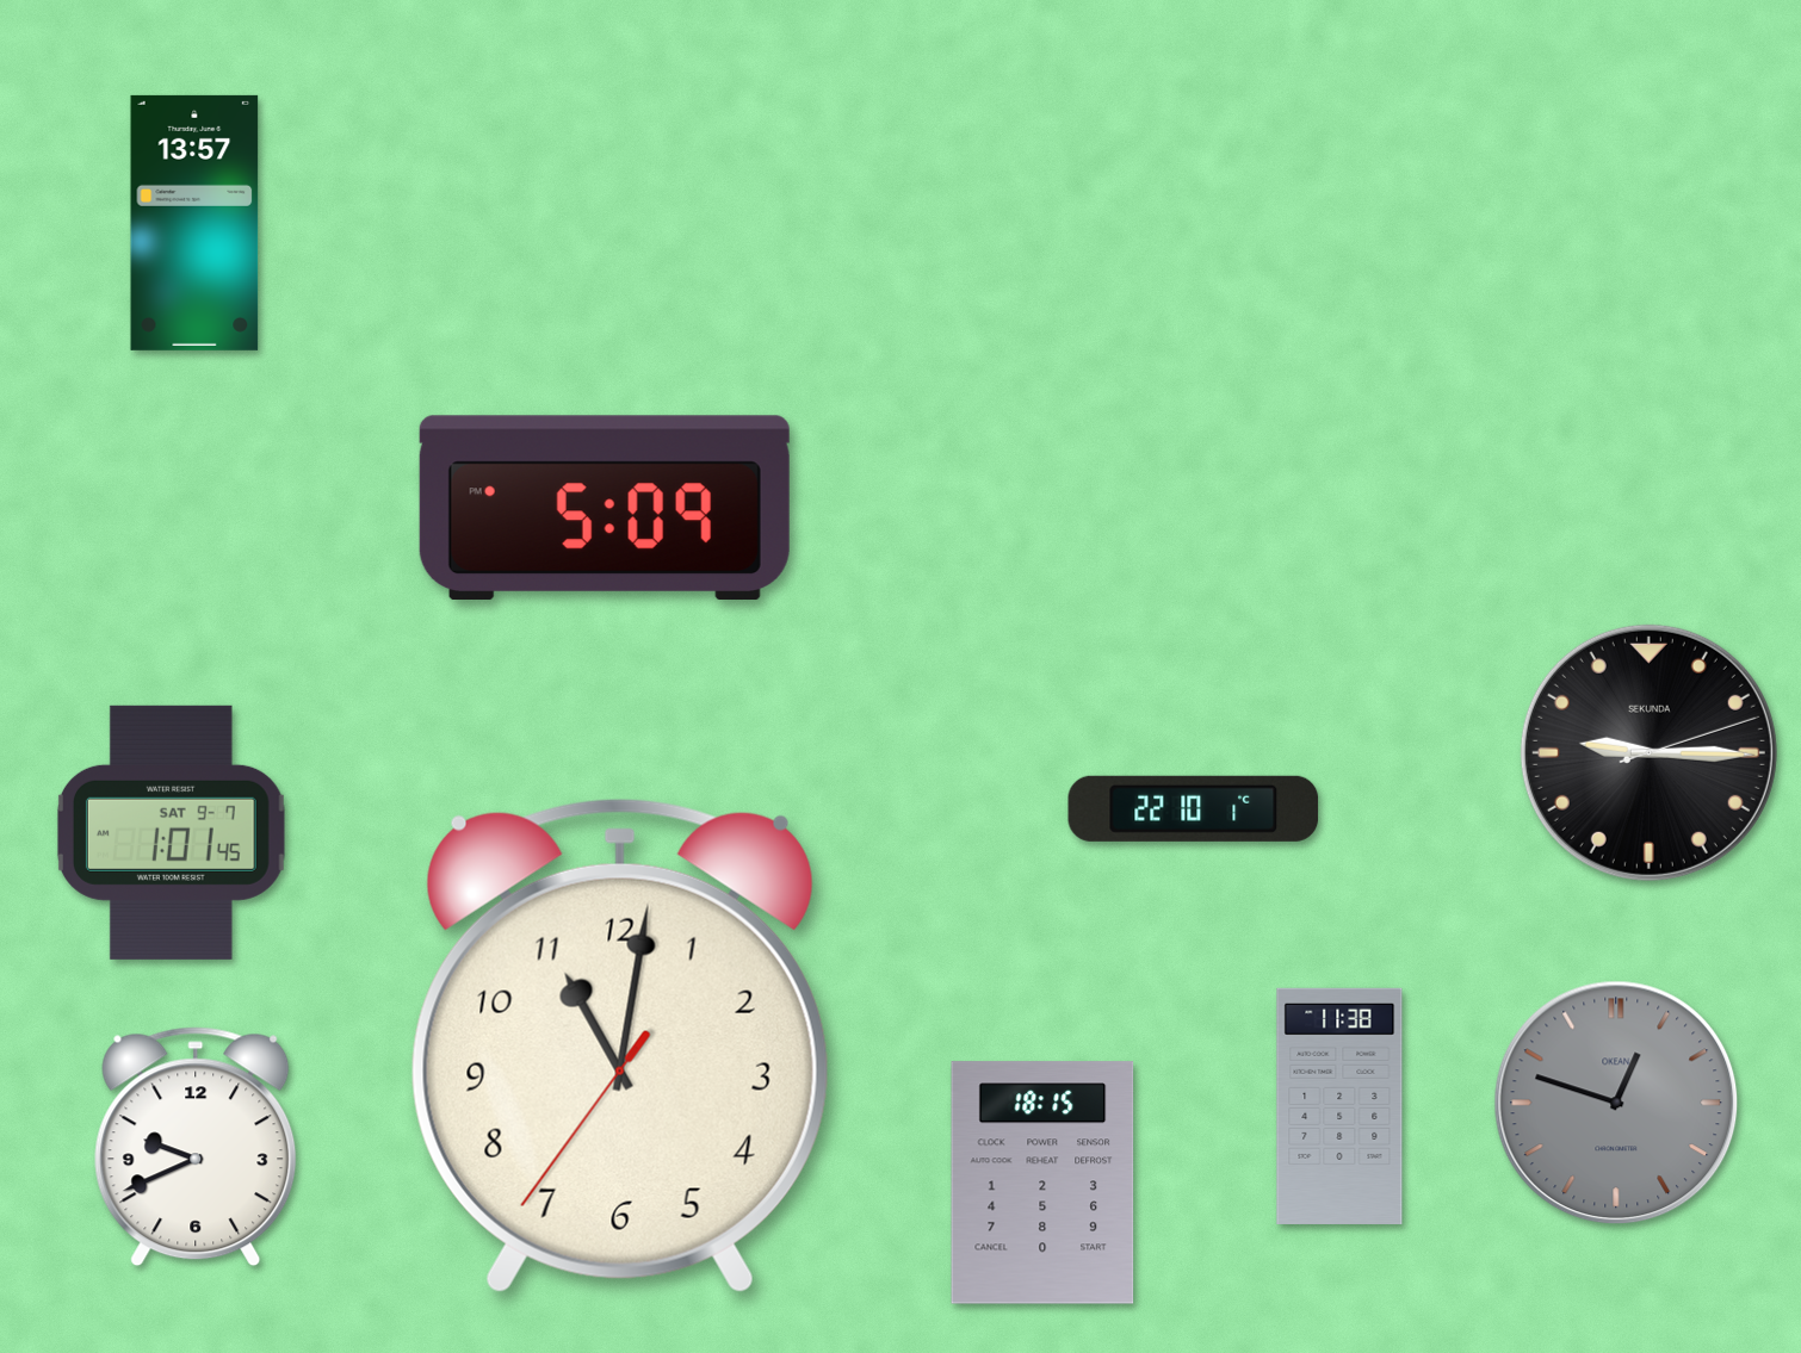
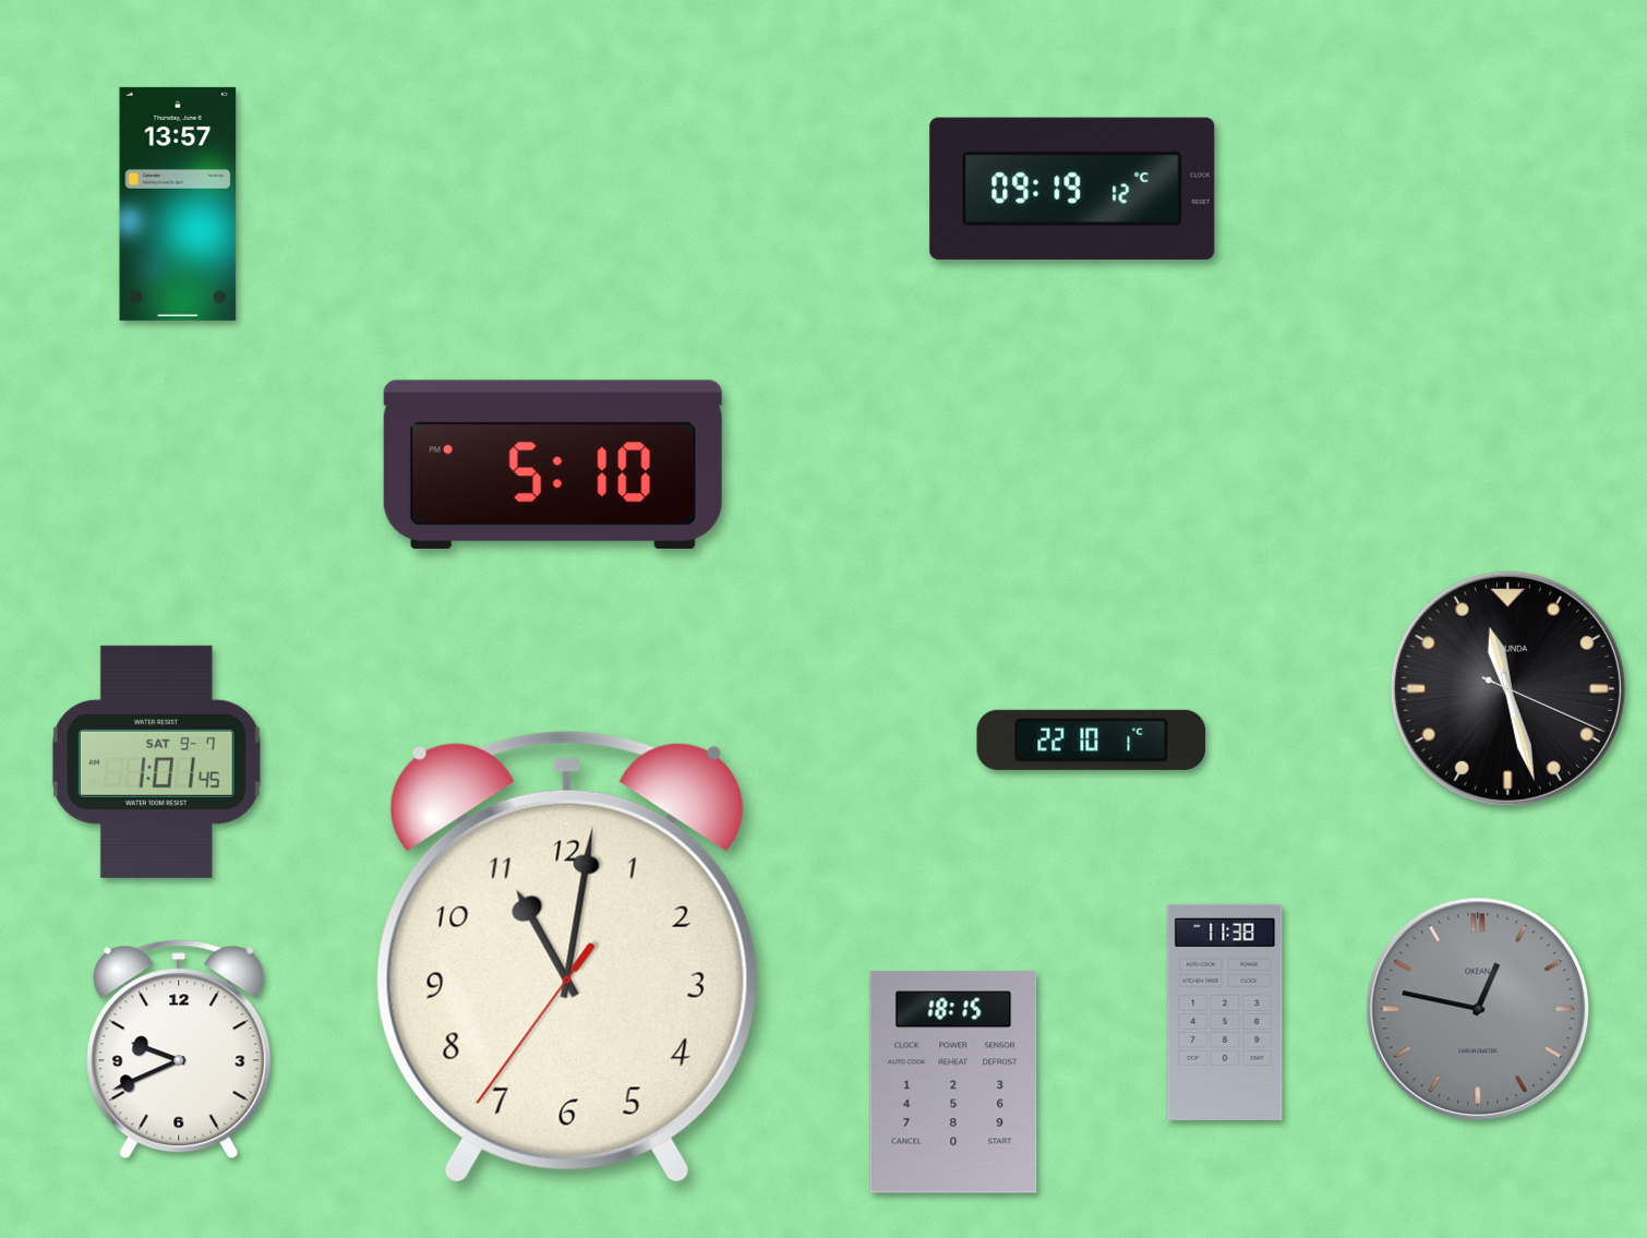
clock at (1072, 189): none -> 09:19
clock at (605, 507): 5:09 -> 5:10
clock at (1648, 752): 9:15 -> 11:27
clock at (1616, 1103): 12:48 -> 12:47
